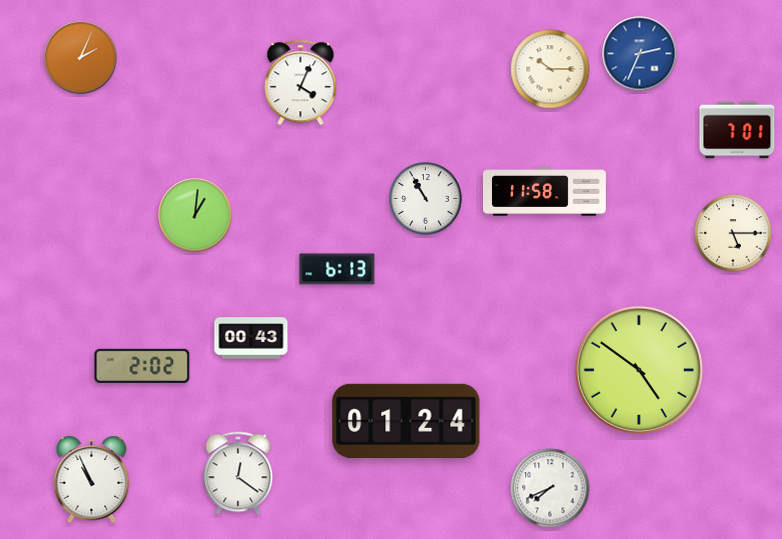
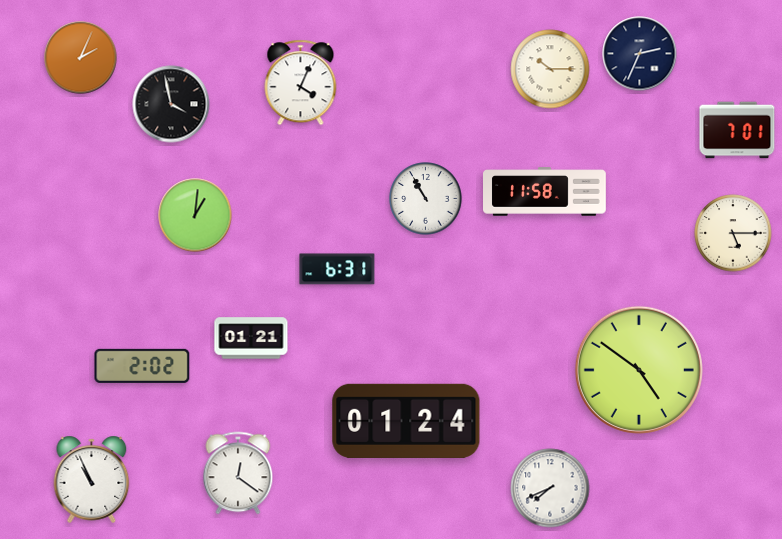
clock at (640, 54) dial: blue -> navy
clock at (171, 104): none -> 3:58
clock at (337, 269): 6:13 -> 6:31
clock at (251, 338): 00:43 -> 01:21
